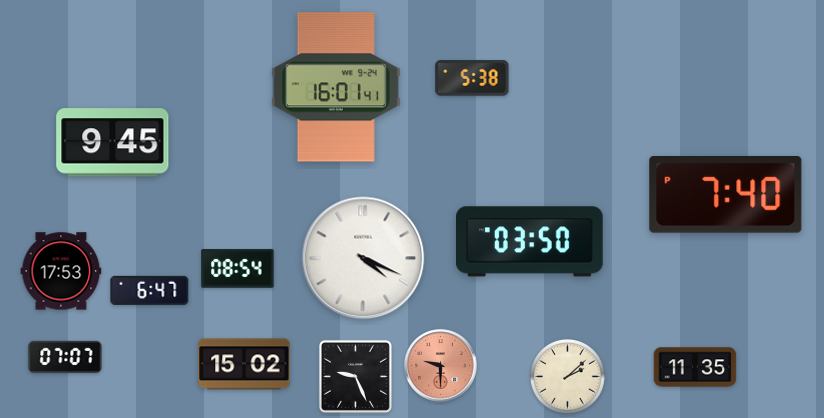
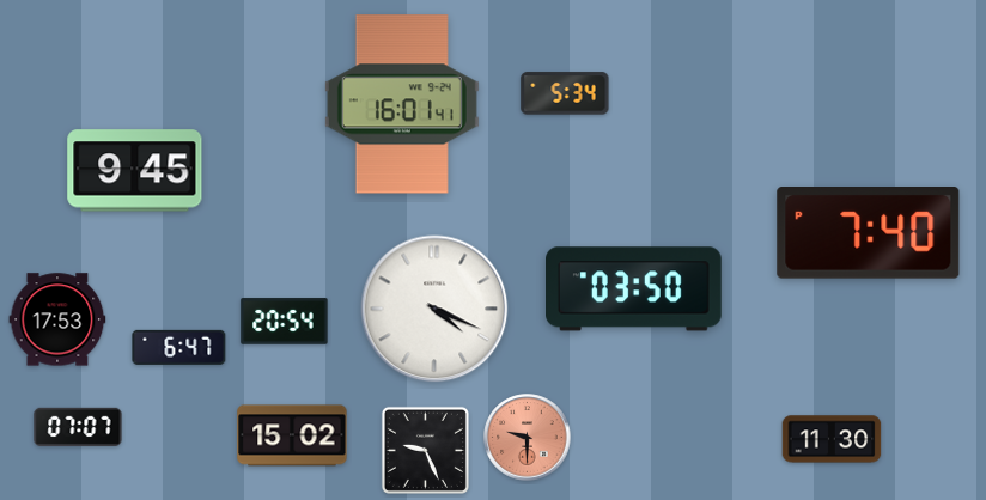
clock at (472, 78): 5:38 -> 5:34
clock at (238, 269): 08:54 -> 20:54
clock at (61, 271) position: (61, 271) -> (57, 319)
clock at (695, 367): 11:35 -> 11:30
clock at (567, 376): 2:08 -> none
